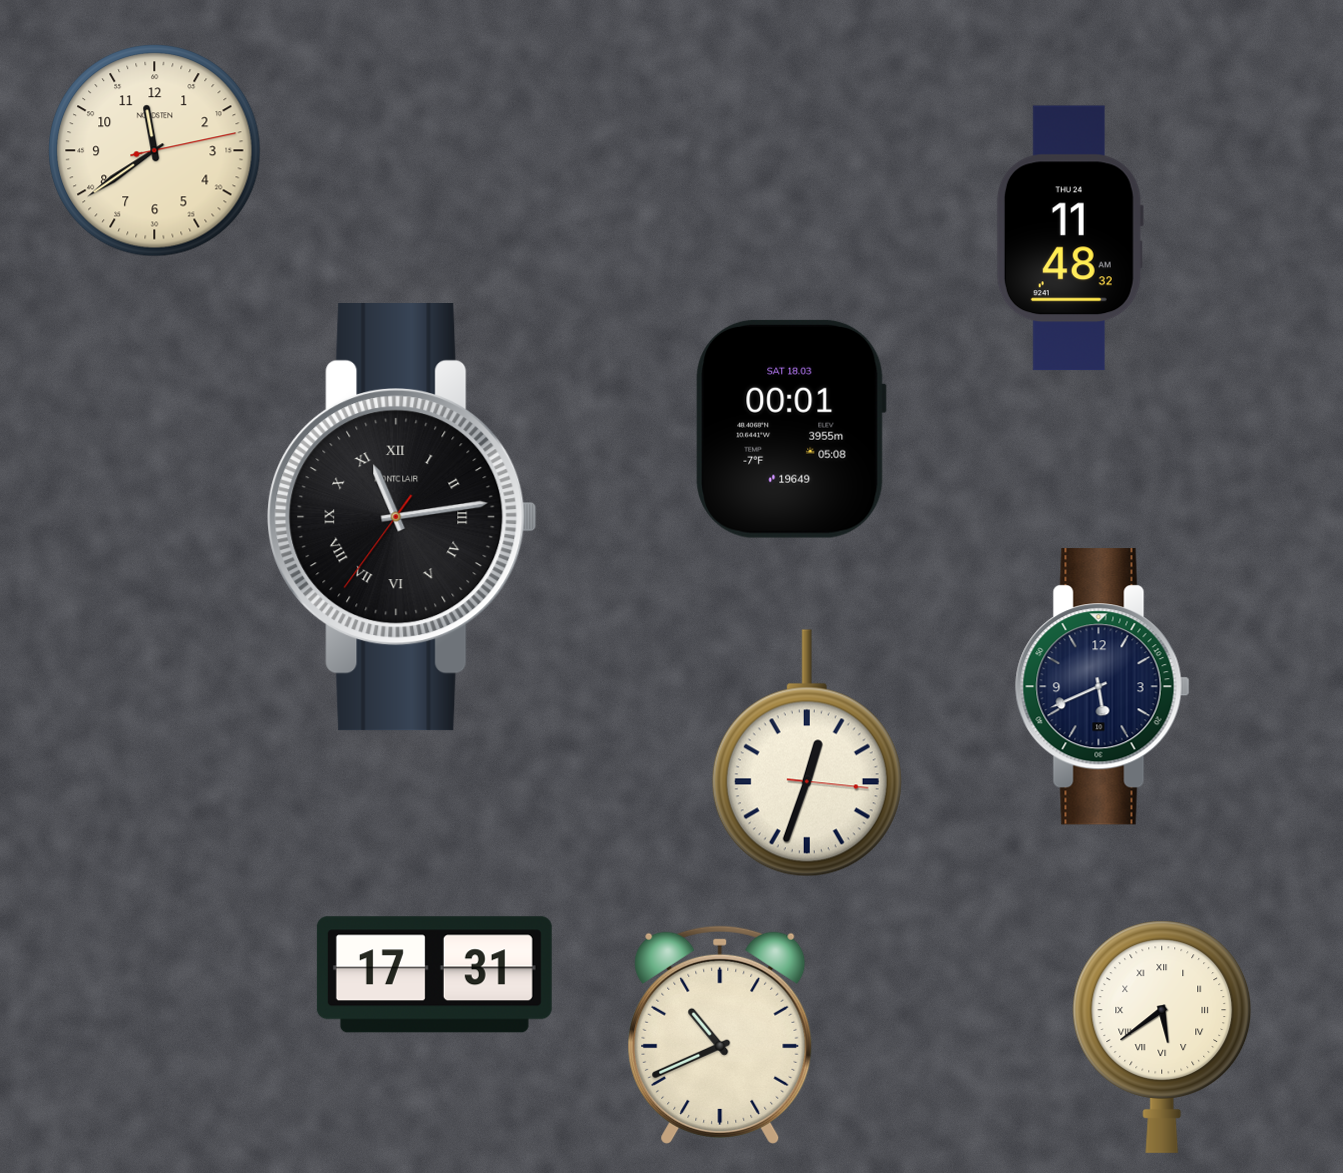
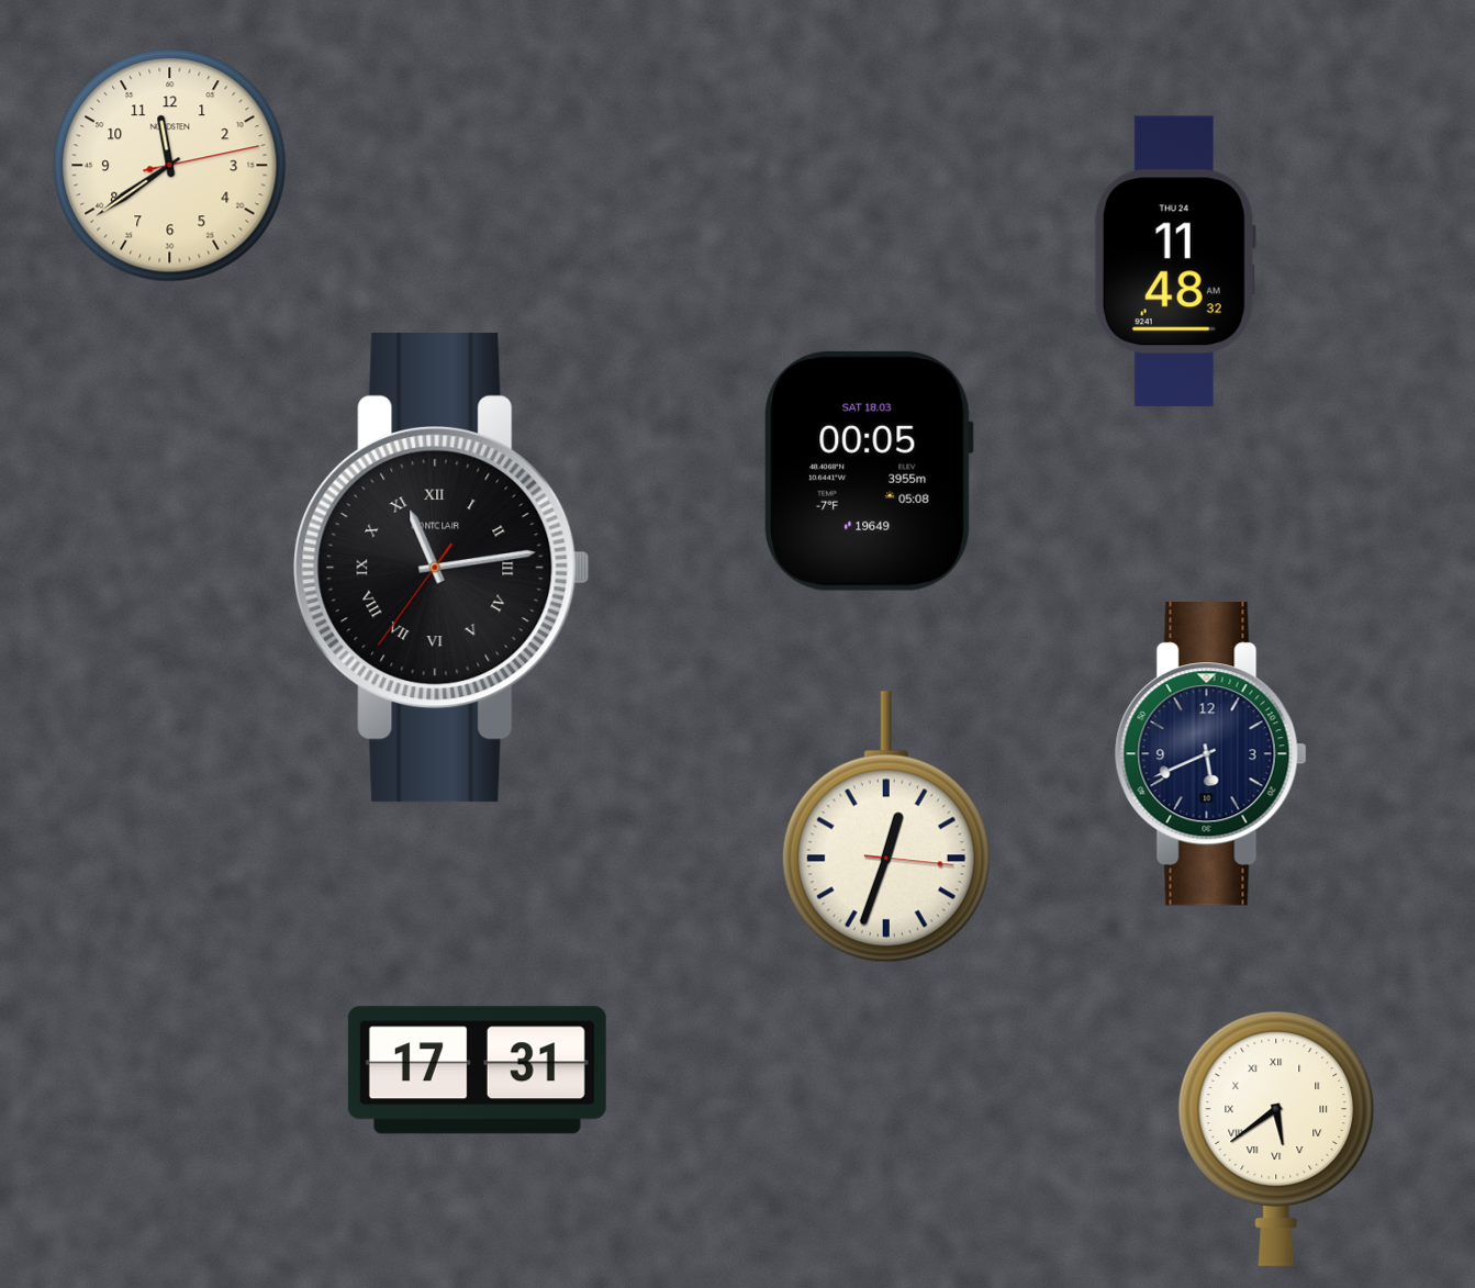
clock at (791, 429): 00:01 -> 00:05
clock at (720, 1035): 10:41 -> none
